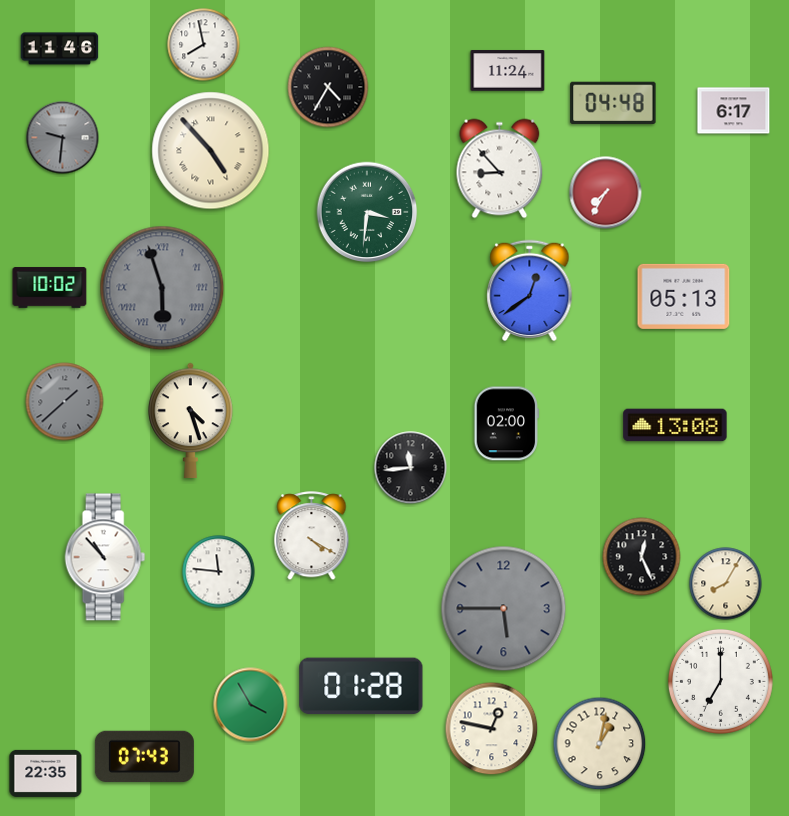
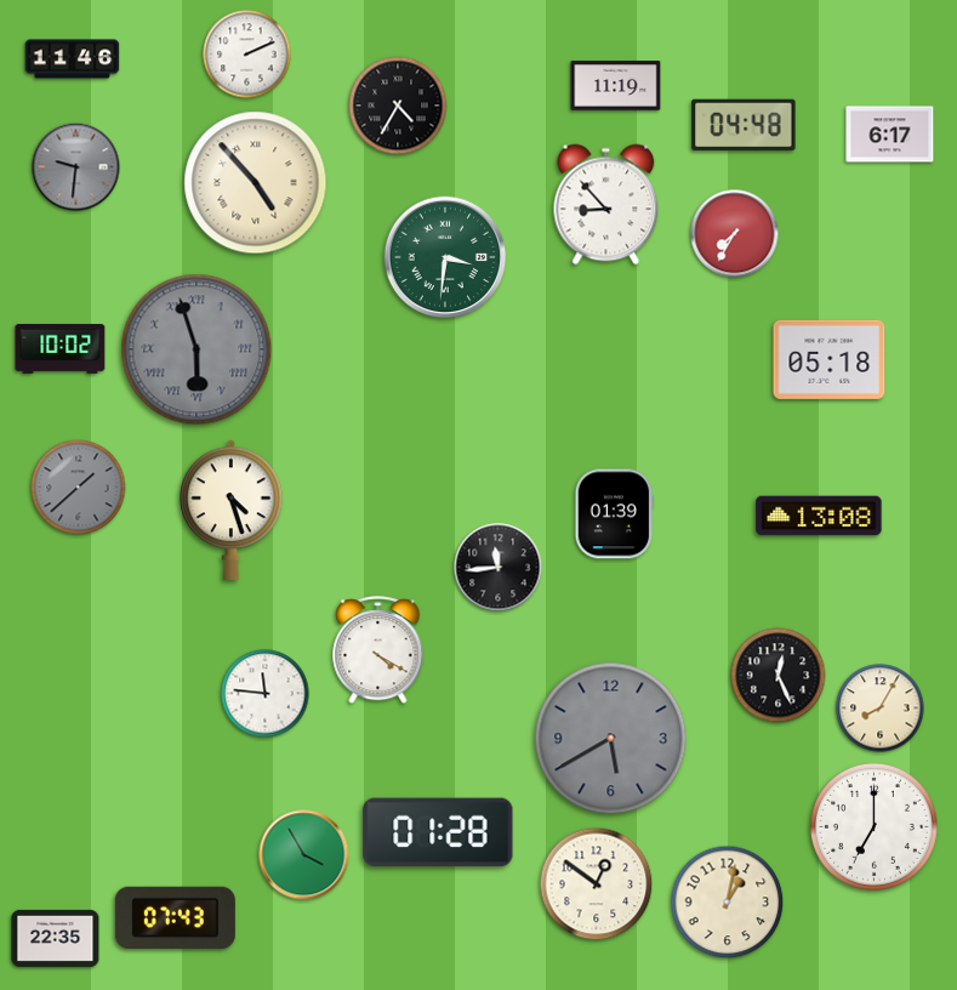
clock at (204, 45): 7:58 -> 2:11
clock at (508, 71): 11:24 -> 11:19
clock at (530, 291): 12:39 -> none
clock at (684, 296): 05:13 -> 05:18
clock at (507, 424): 02:00 -> 01:39
clock at (105, 557): 10:53 -> none
clock at (504, 609): 5:45 -> 5:40
clock at (492, 729): 12:47 -> 12:51
